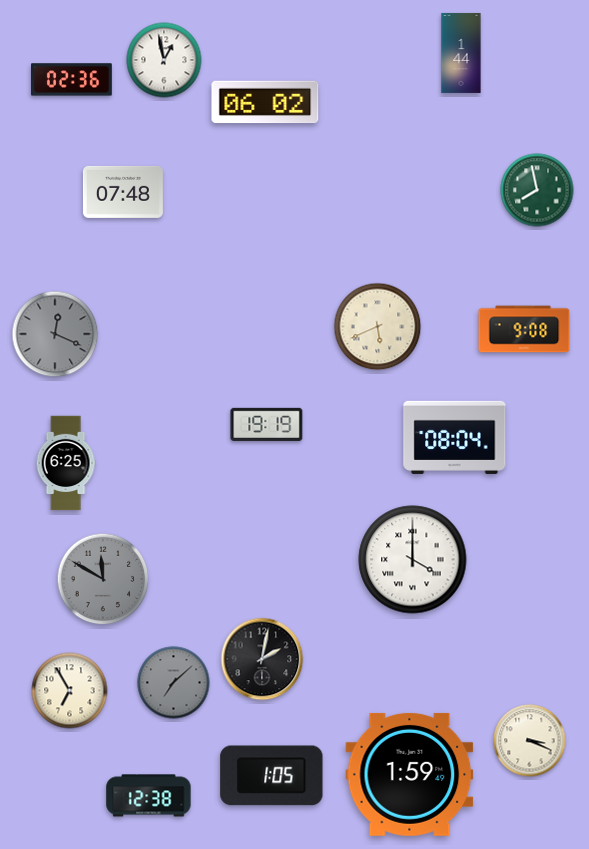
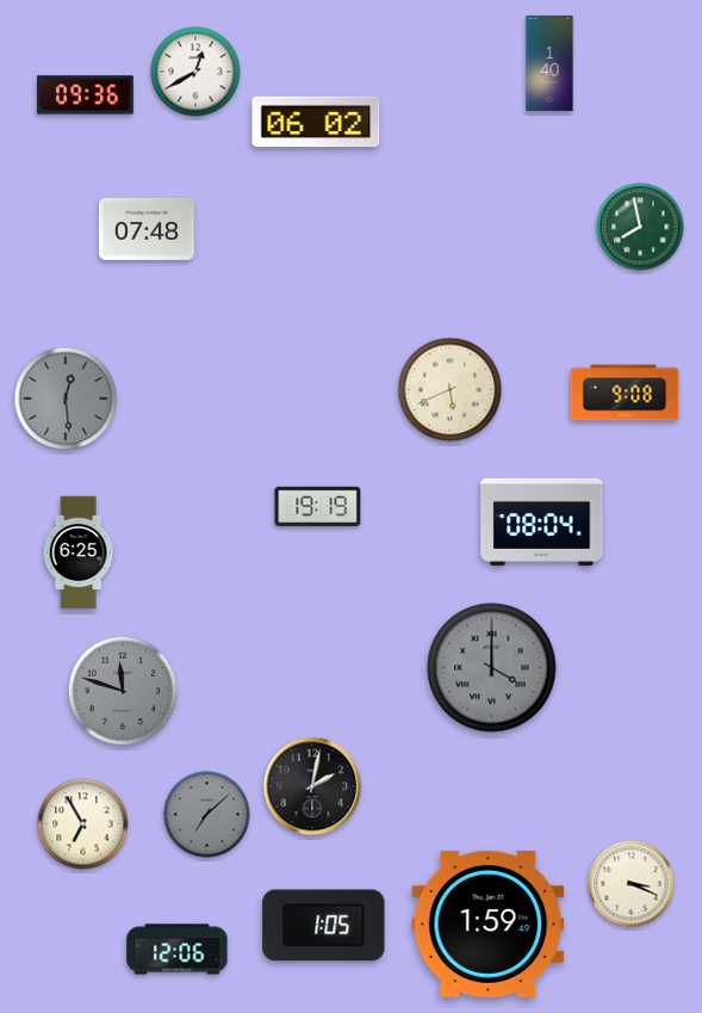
clock at (461, 53): 1:44 -> 1:40
clock at (164, 60): 12:58 -> 12:40
clock at (72, 80): 02:36 -> 09:36
clock at (55, 334): 12:19 -> 12:29
clock at (413, 560) dial: white -> grey
clock at (103, 579): 11:50 -> 11:48
clock at (149, 796): 12:38 -> 12:06
